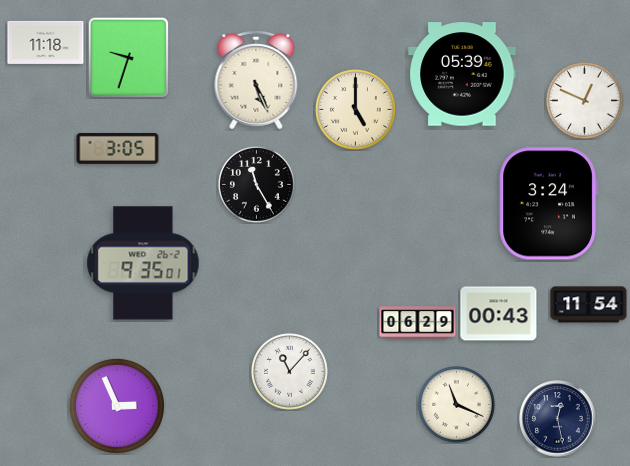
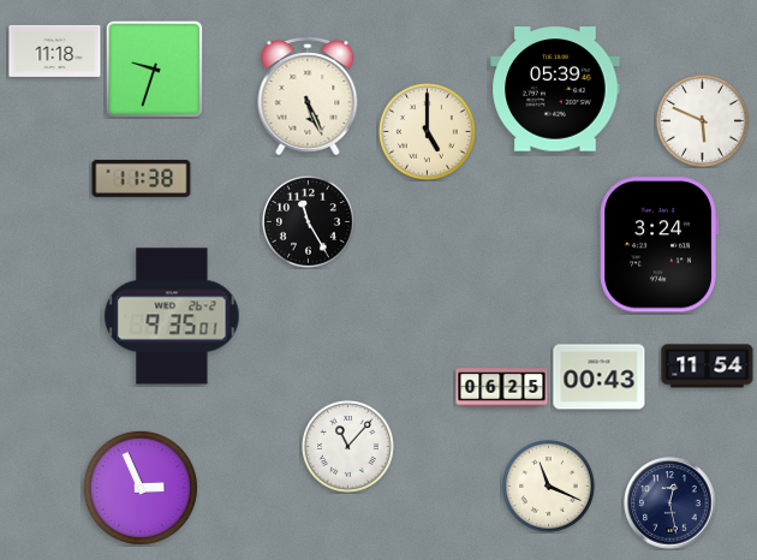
clock at (585, 101): 12:49 -> 5:49
clock at (118, 148): 3:05 -> 11:38
clock at (418, 323): 06:29 -> 06:25
